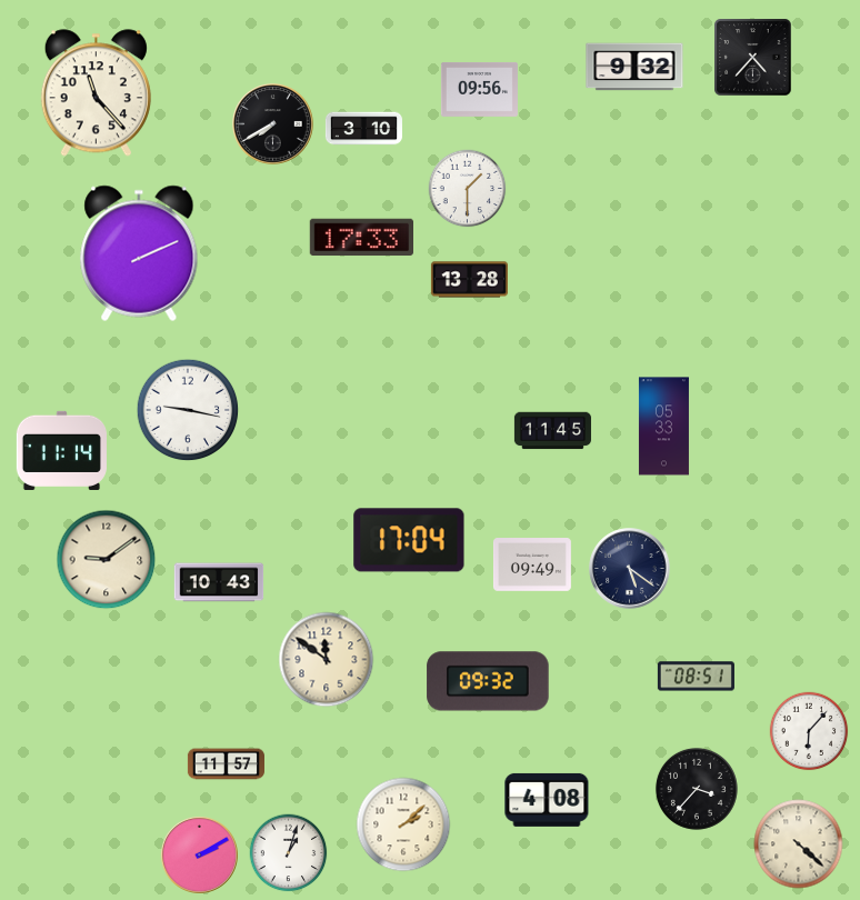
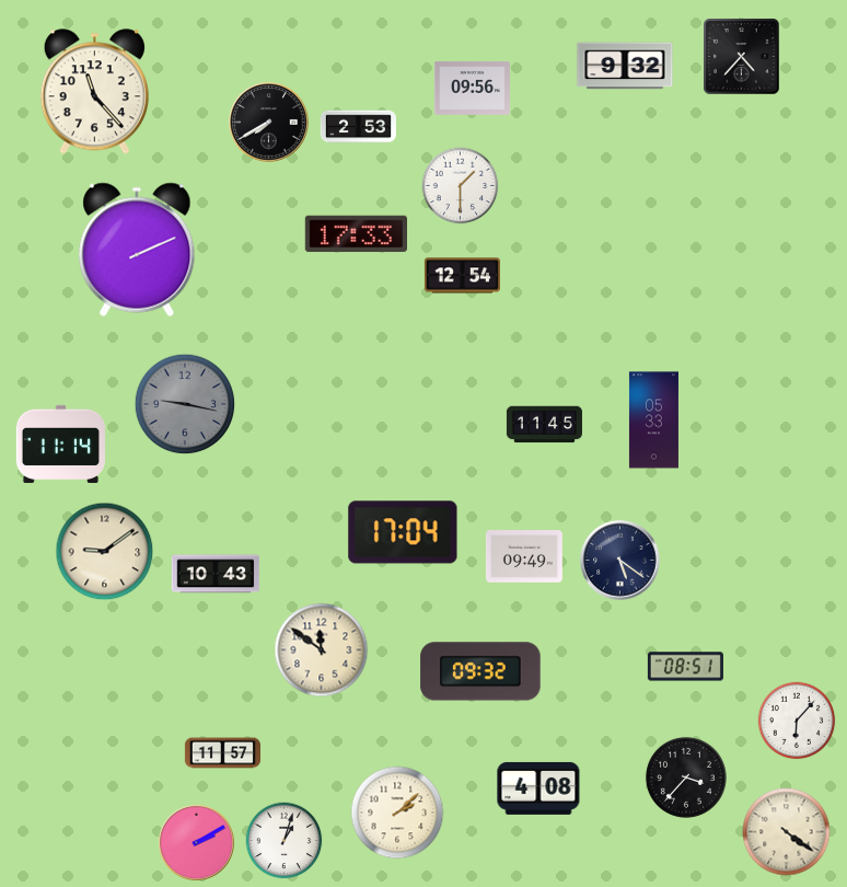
clock at (363, 129): 3:10 -> 2:53
clock at (469, 280): 13:28 -> 12:54
clock at (188, 410) dial: white -> grey
clock at (799, 844): 4:22 -> 4:21
